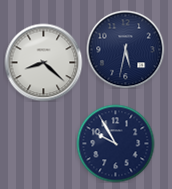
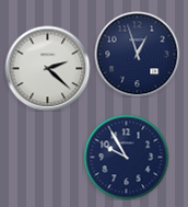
clock at (125, 49): 5:32 -> 12:57
clock at (43, 62): 8:22 -> 2:22
